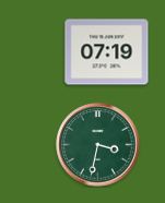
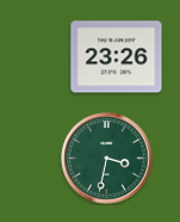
clock at (107, 52): 07:19 -> 23:26
